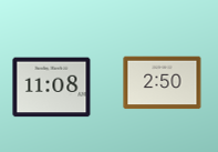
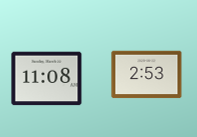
clock at (163, 83): 2:50 -> 2:53
